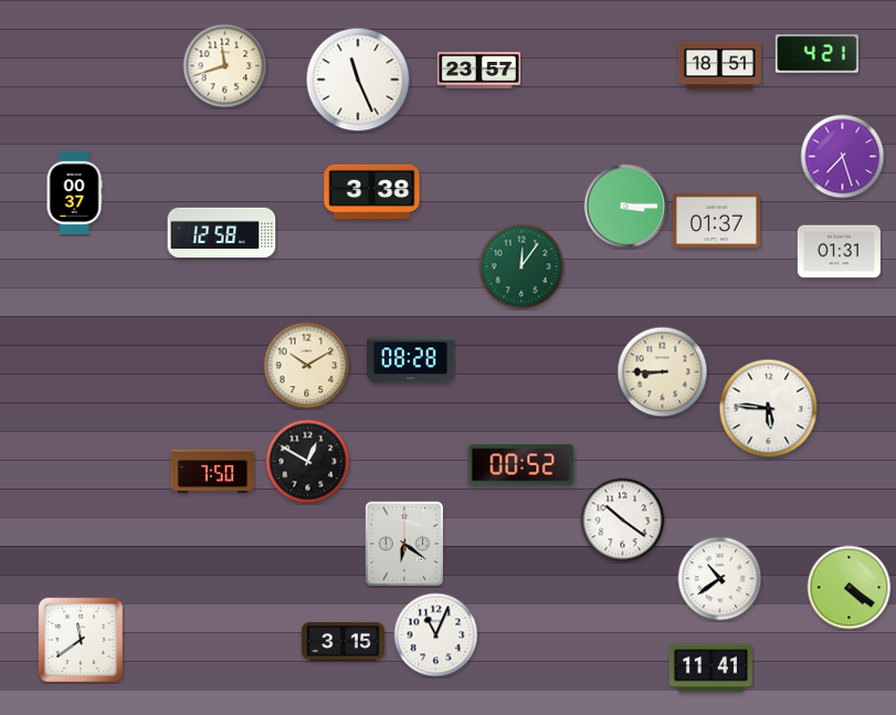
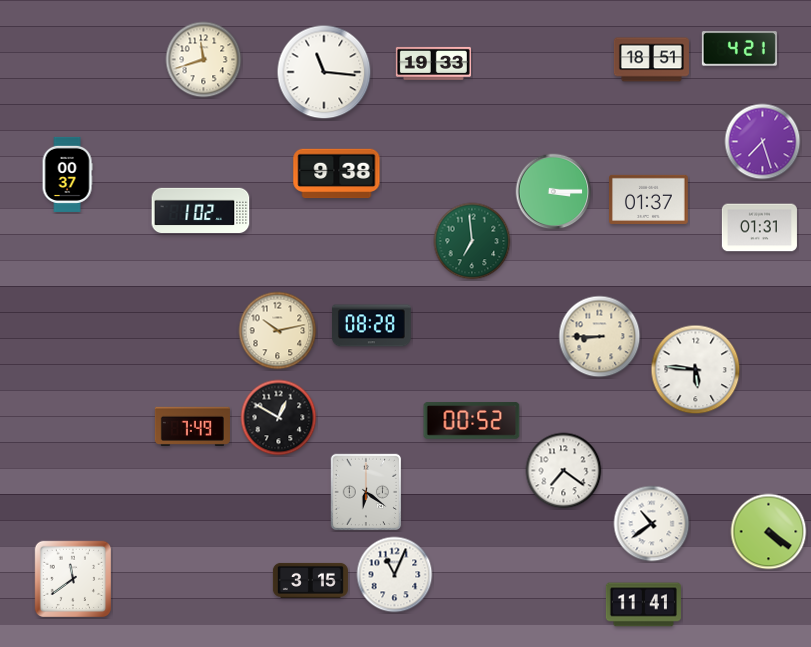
clock at (478, 70): 23:57 -> 19:33
clock at (358, 80): 11:26 -> 11:16
clock at (372, 192): 3:38 -> 9:38
clock at (626, 207) position: (626, 207) -> (554, 192)
clock at (222, 232): 12:58 -> 1:02
clock at (521, 266): 12:06 -> 6:59
clock at (307, 366): 10:10 -> 10:13
clock at (212, 471): 7:50 -> 7:49
clock at (623, 521): 10:21 -> 7:21
